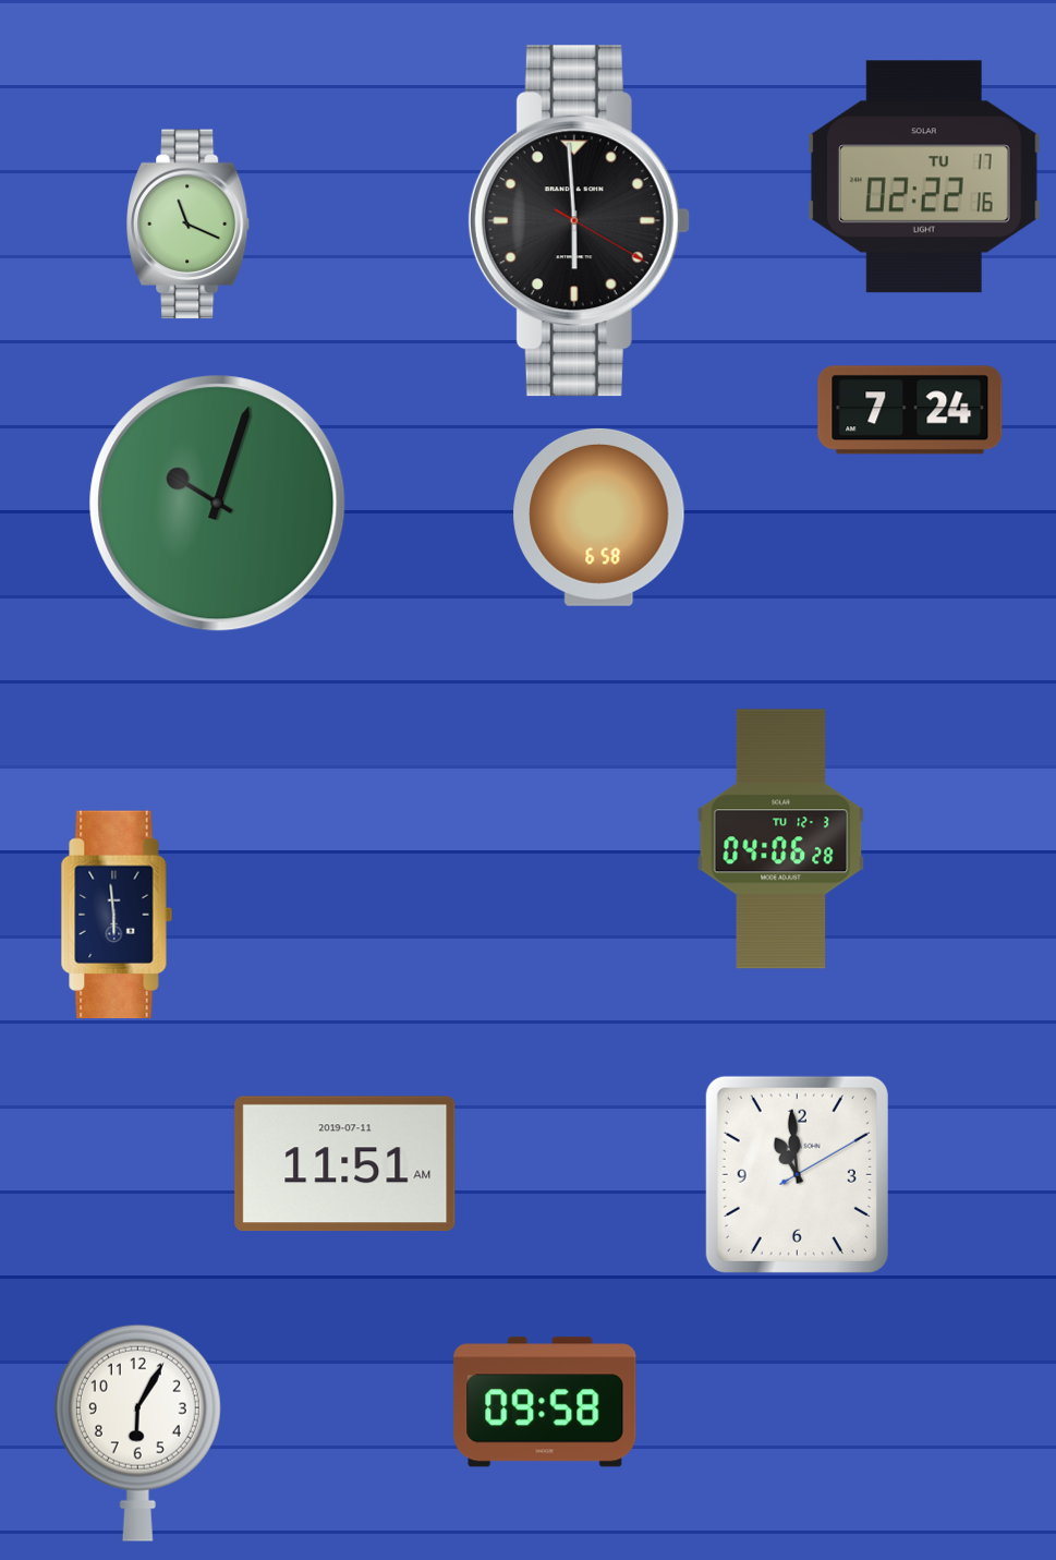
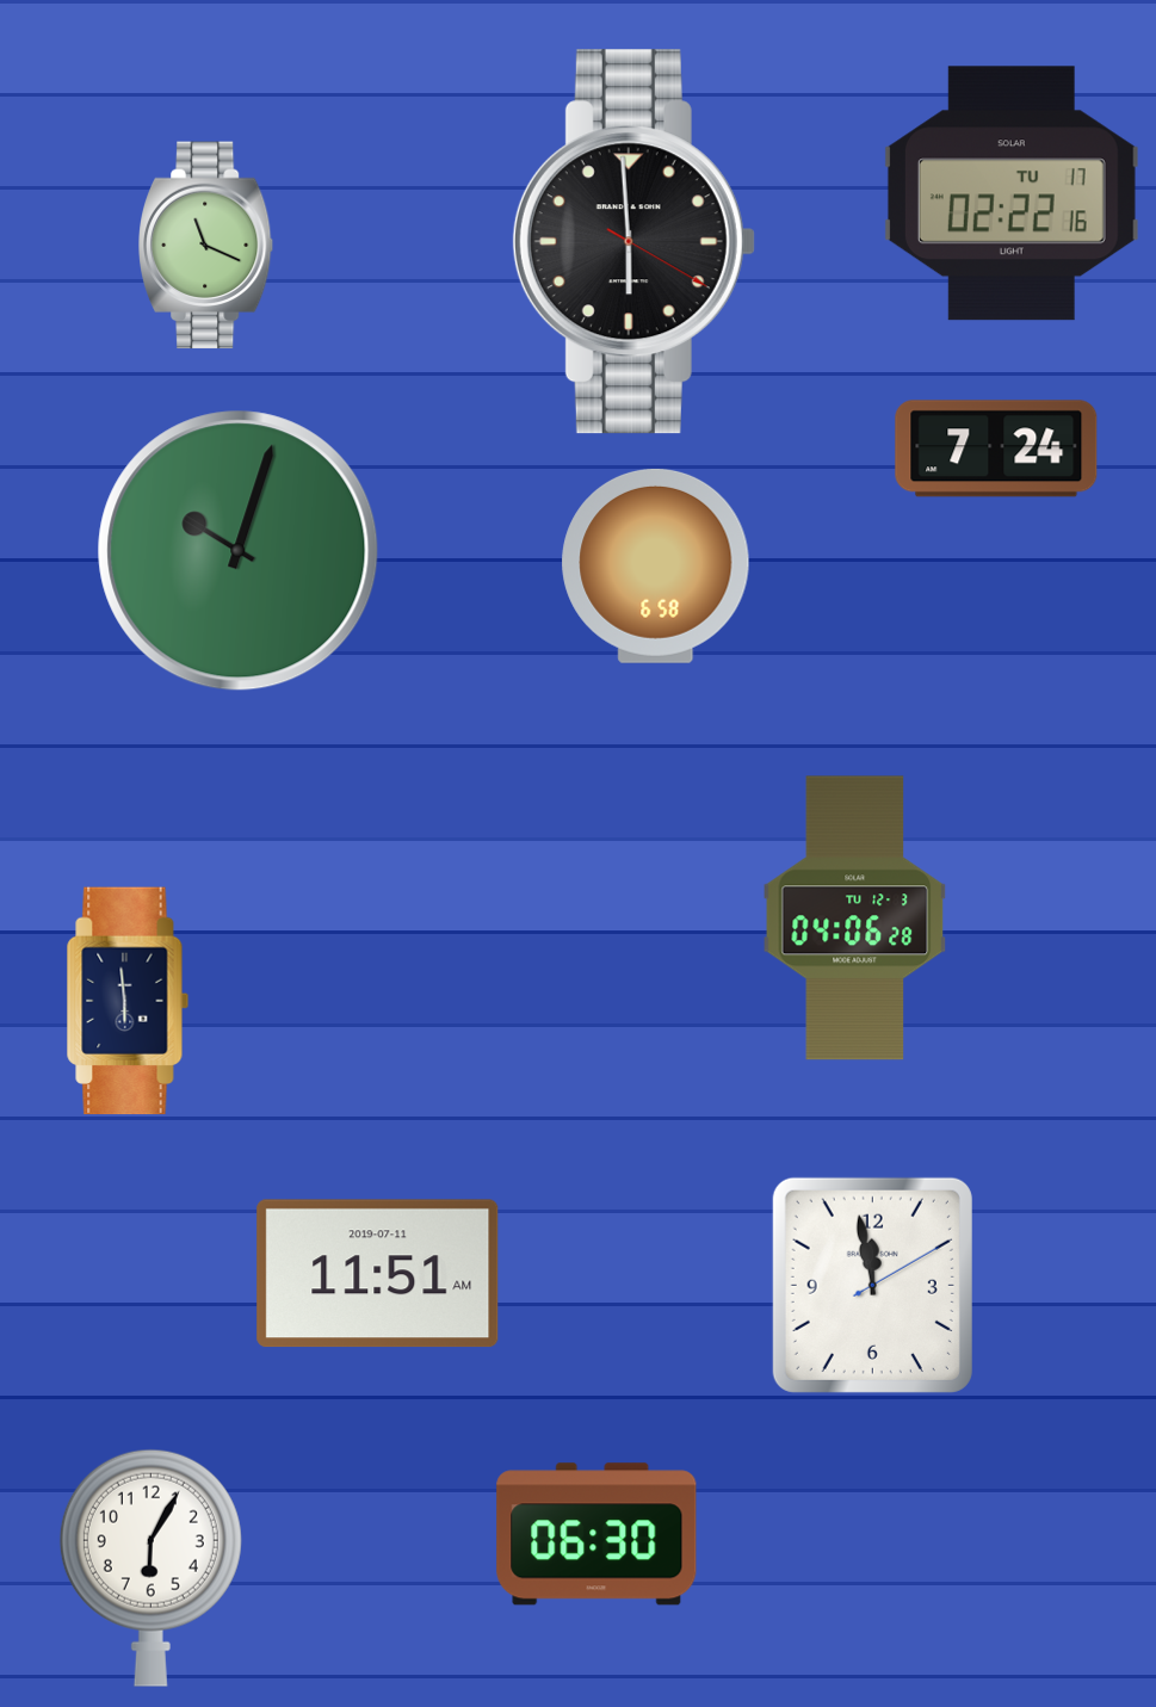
clock at (797, 1174): 10:59 -> 11:58
clock at (545, 1402): 09:58 -> 06:30
